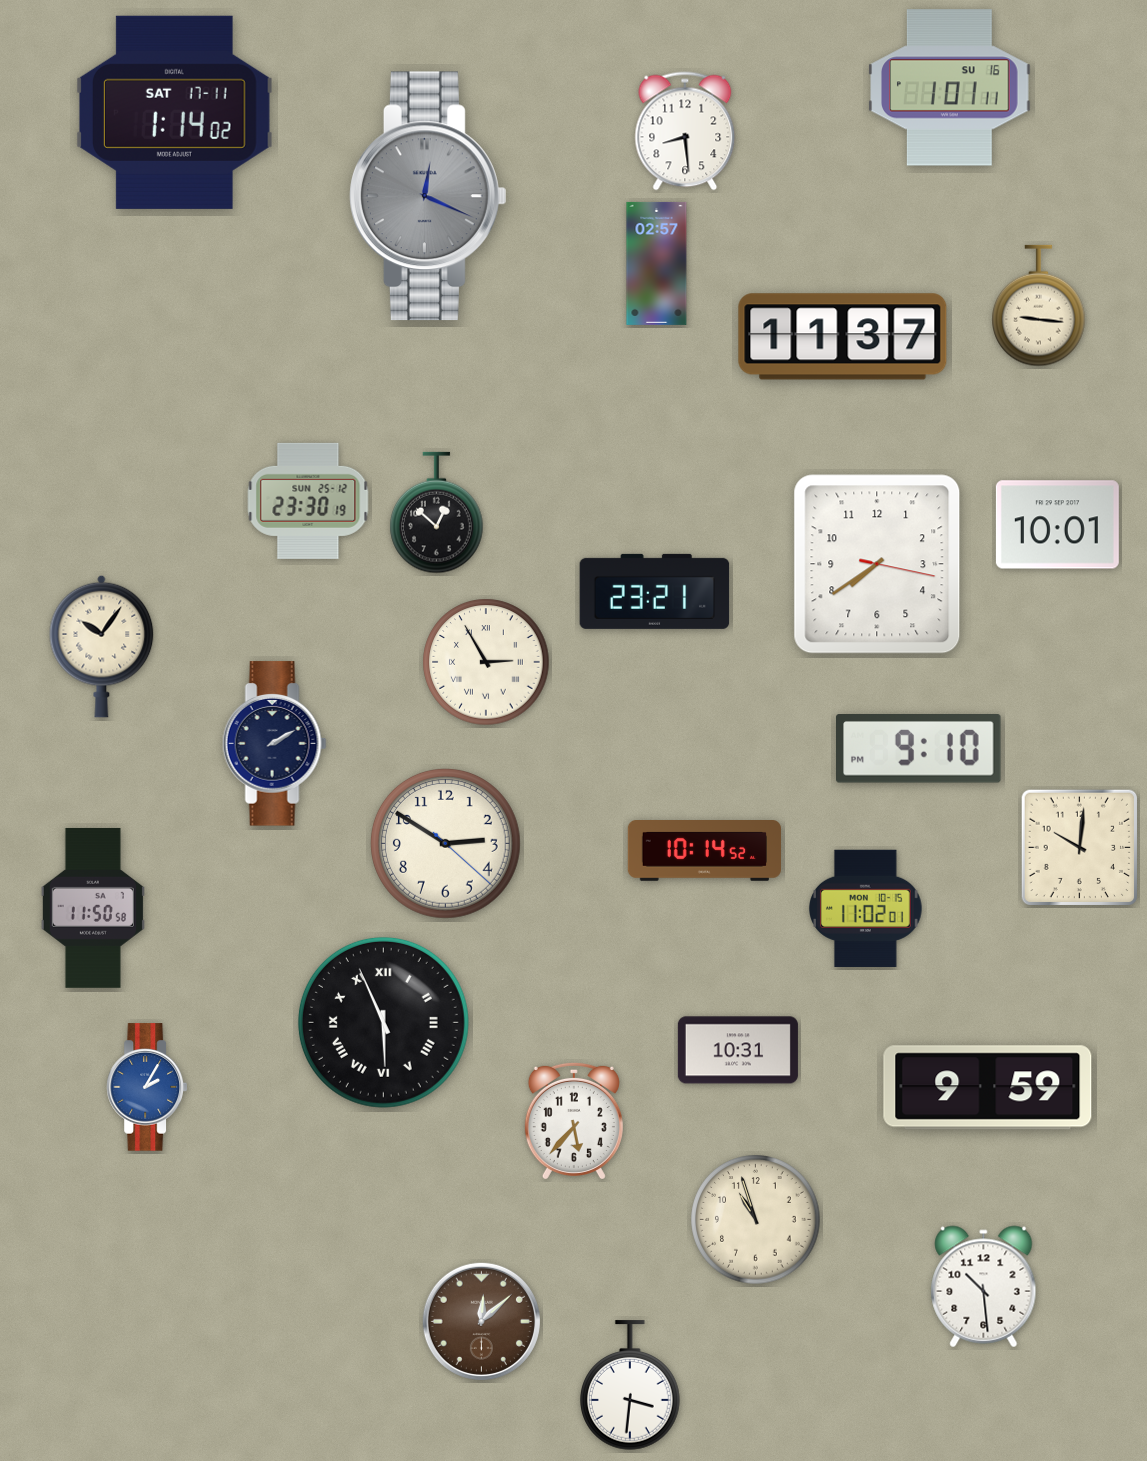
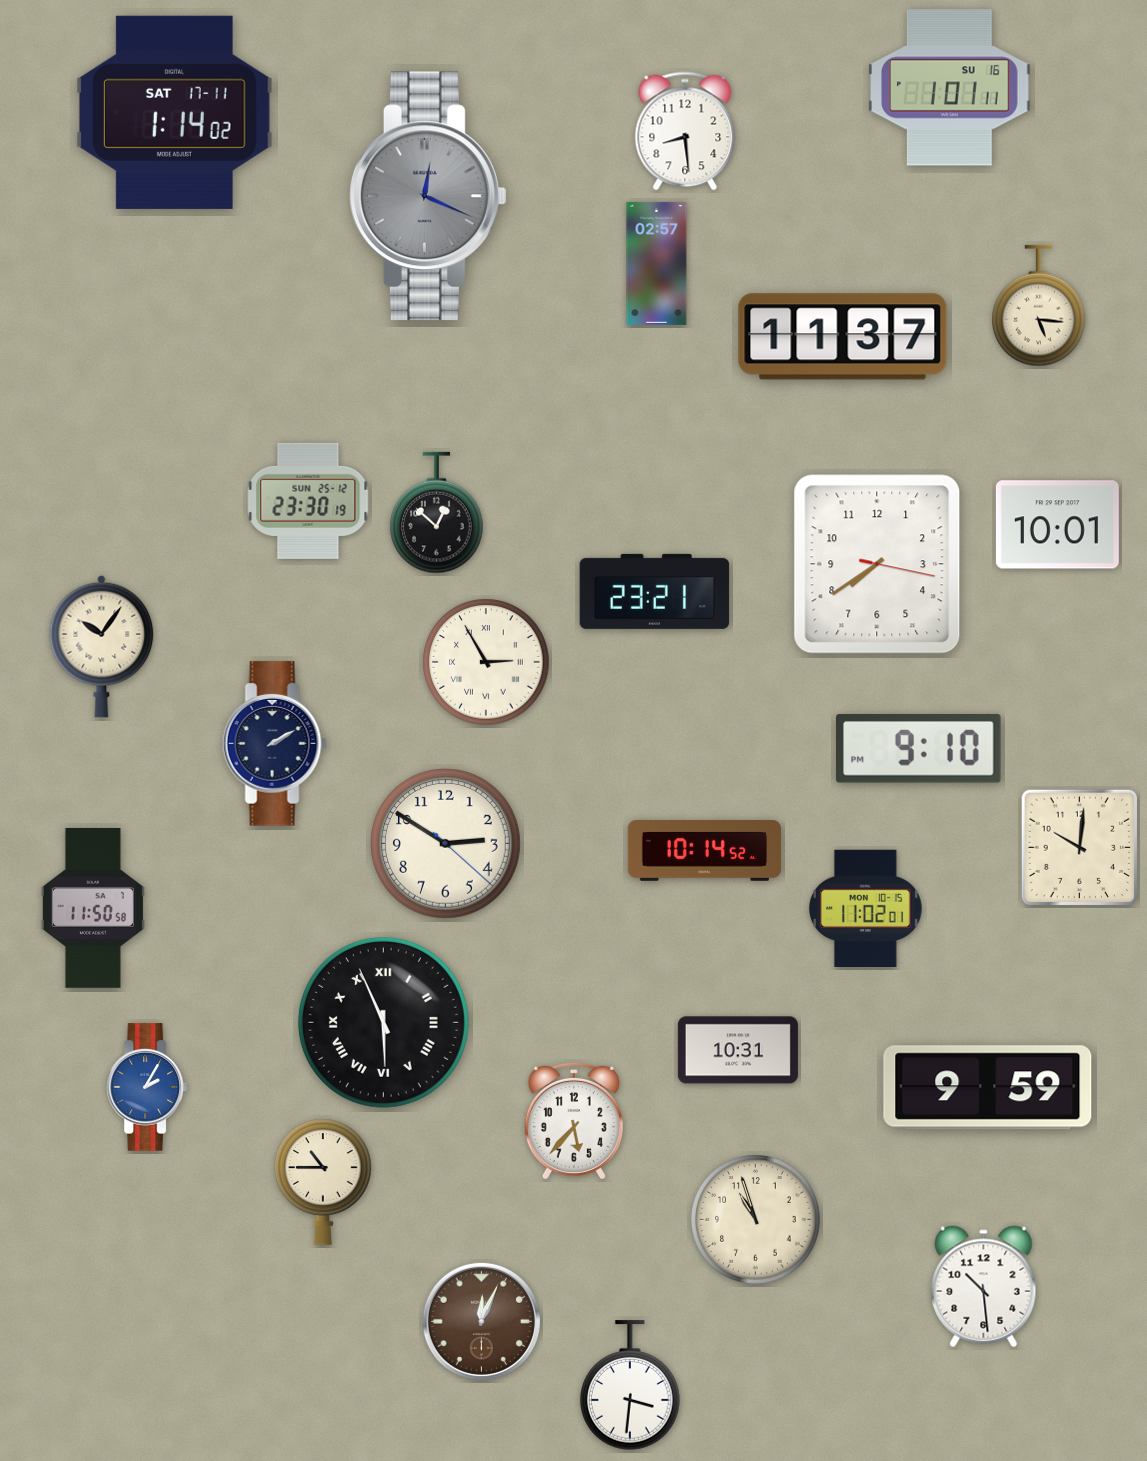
clock at (1039, 306): 9:16 -> 5:16
clock at (323, 1182): none -> 10:45
clock at (481, 1321): 12:08 -> 12:04
